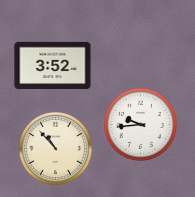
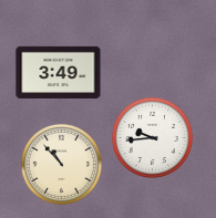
clock at (53, 65): 3:52 -> 3:49
clock at (140, 124) position: (140, 124) -> (152, 137)
